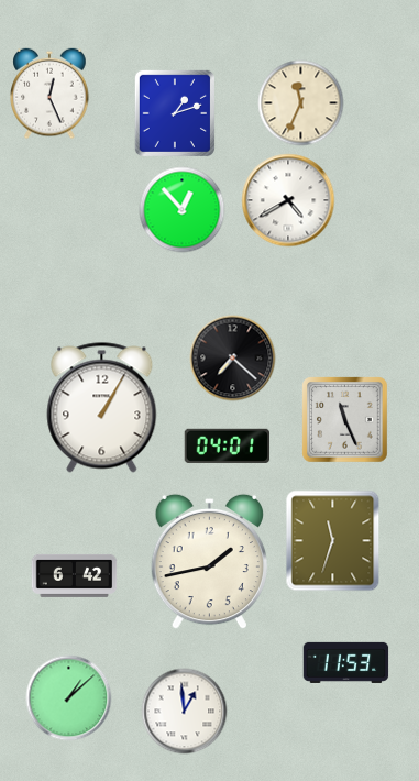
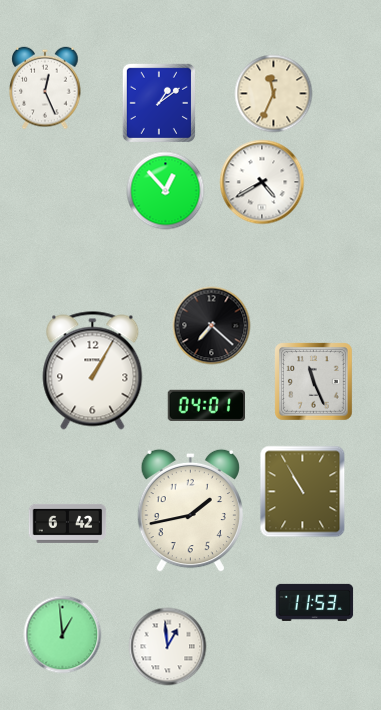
clock at (49, 94) position: (49, 94) -> (45, 88)
clock at (175, 113): 1:12 -> 1:09
clock at (333, 540): 11:33 -> 10:55
clock at (68, 697): 1:08 -> 12:59
